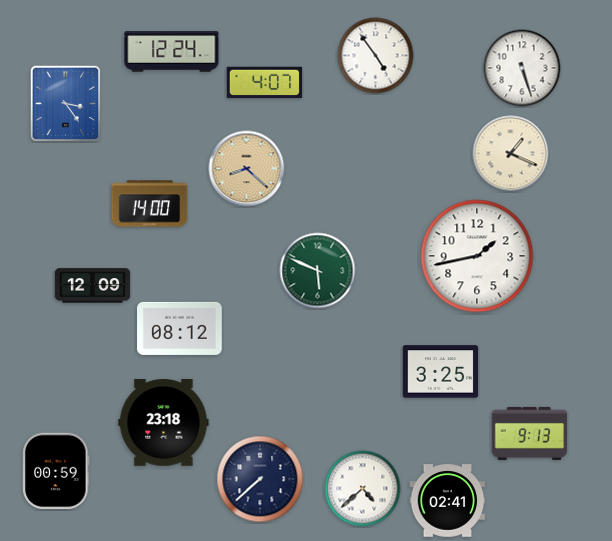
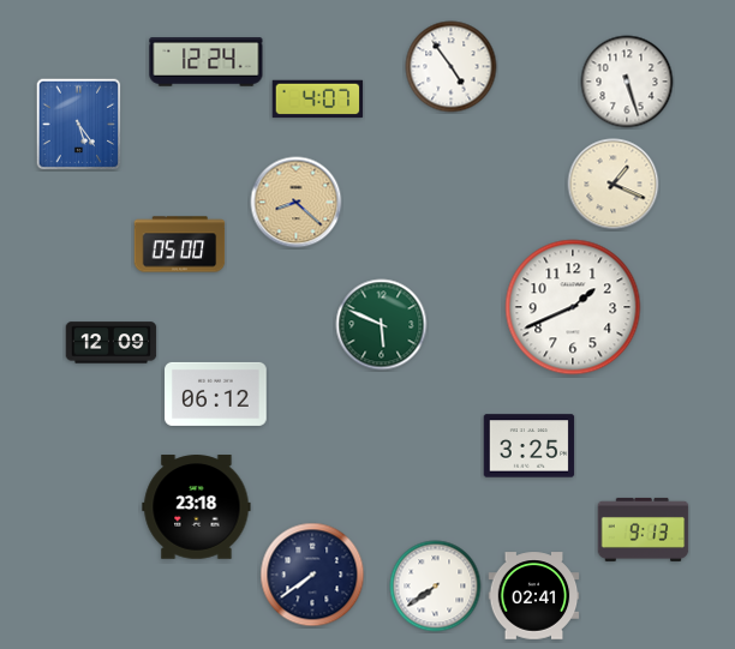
clock at (66, 104): 3:24 -> 5:24
clock at (150, 204): 14:00 -> 05:00
clock at (477, 256): 1:43 -> 1:41
clock at (180, 328): 08:12 -> 06:12
clock at (530, 433) position: (530, 433) -> (644, 529)
clock at (56, 471): 00:59 -> none
clock at (260, 479): 7:38 -> 7:39
clock at (363, 489): 4:38 -> 7:39
clock at (448, 501) position: (448, 501) -> (534, 596)
